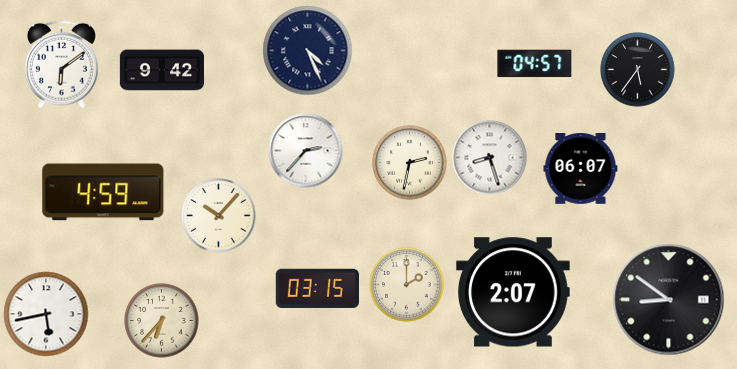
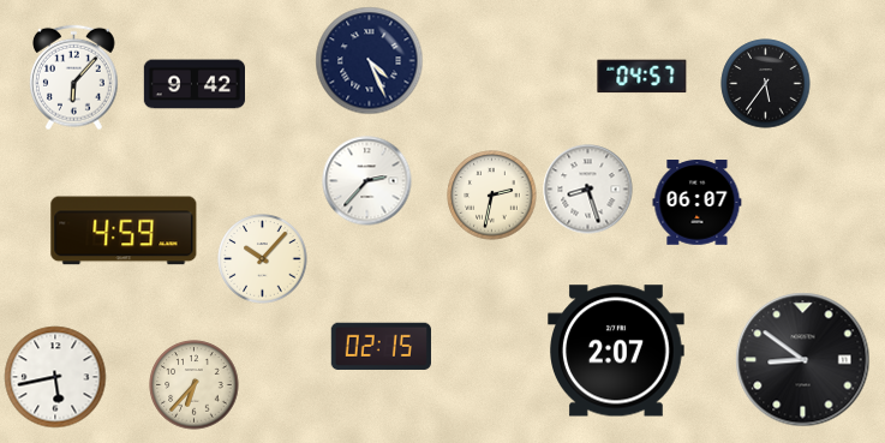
clock at (62, 65): 6:09 -> 6:07
clock at (407, 285): 2:00 -> none
clock at (317, 288): 03:15 -> 02:15
